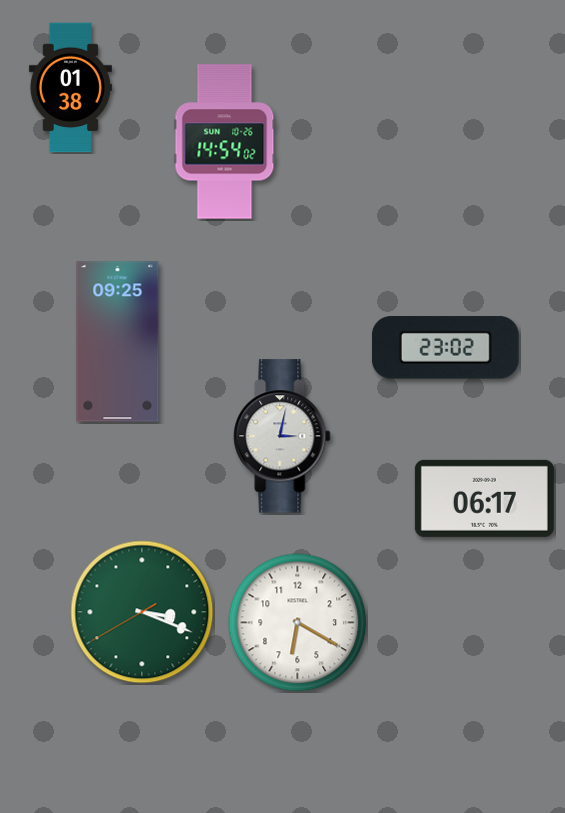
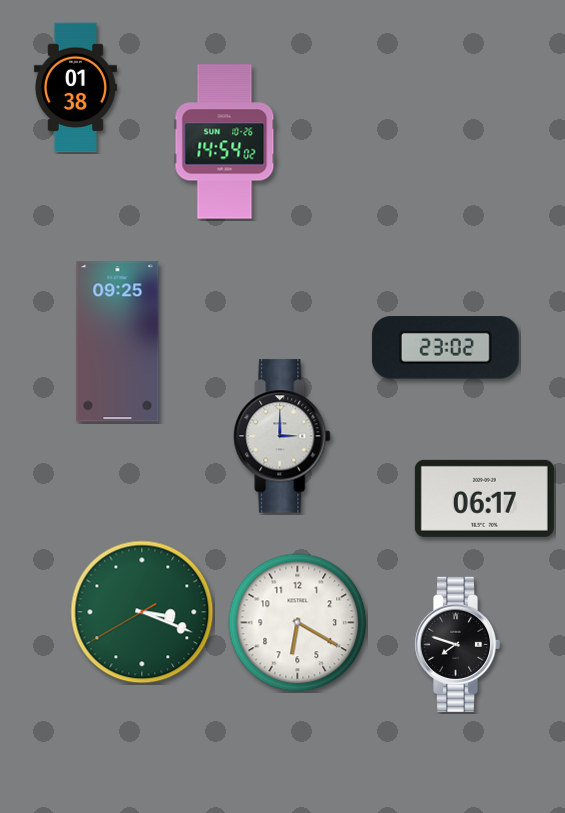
clock at (70, 88) position: (70, 88) -> (75, 88)
clock at (282, 436): 3:02 -> 3:00
clock at (457, 644): none -> 7:48
